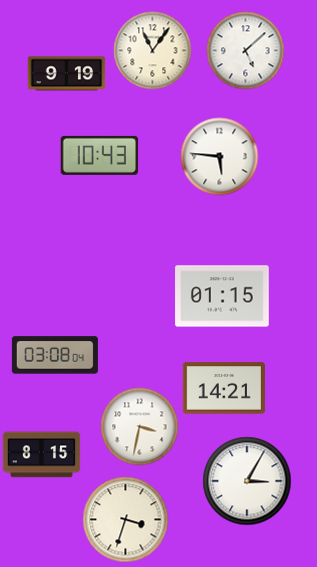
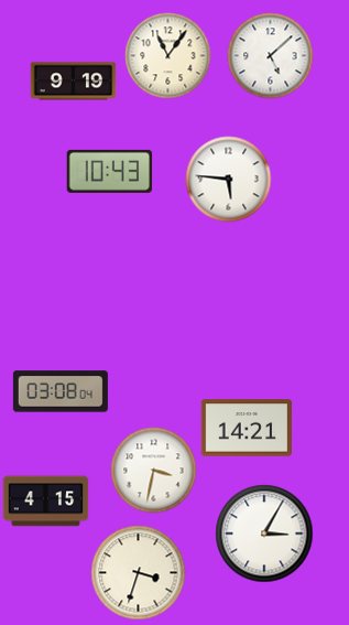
clock at (219, 156) position: (219, 156) -> (228, 179)
clock at (222, 296): 01:15 -> none
clock at (41, 455): 8:15 -> 4:15
clock at (247, 481) position: (247, 481) -> (264, 534)
